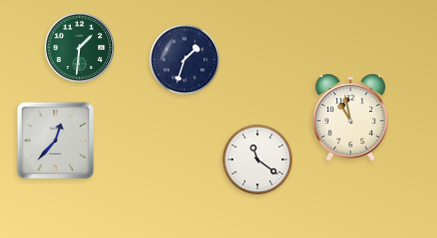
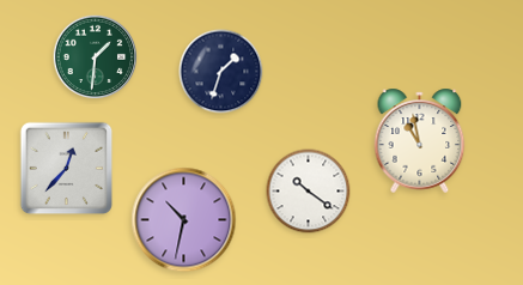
clock at (258, 160): 11:21 -> 10:21
clock at (184, 220): none -> 10:32
